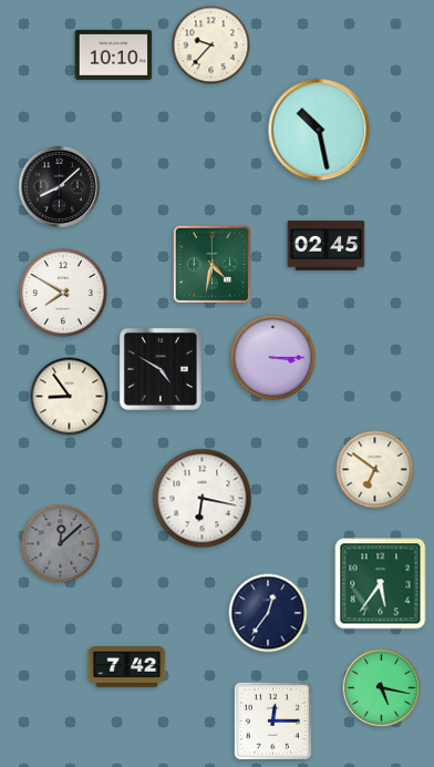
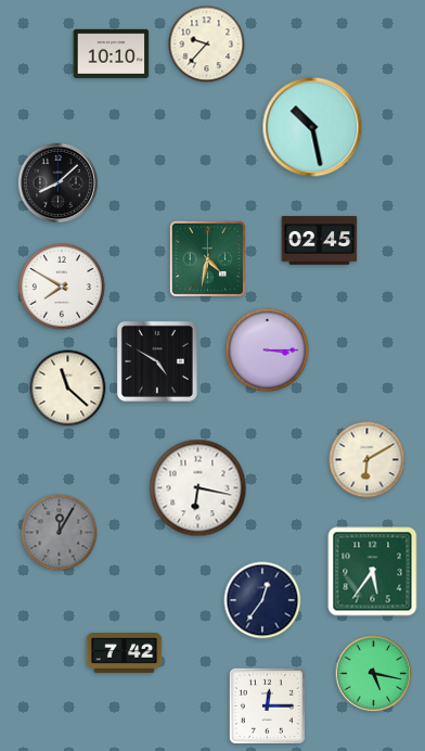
clock at (70, 397): 8:54 -> 11:22
clock at (375, 470): 6:51 -> 6:10
clock at (61, 544): 12:08 -> 12:05
